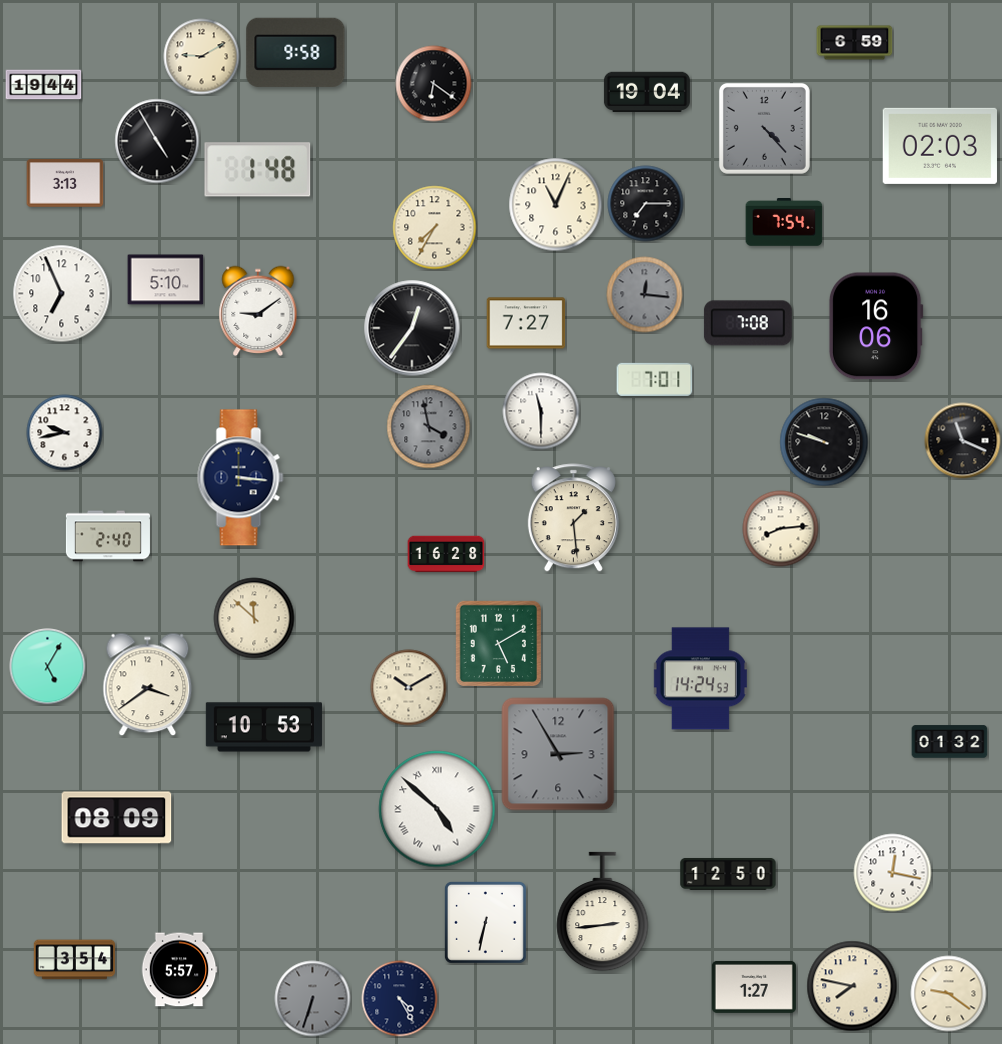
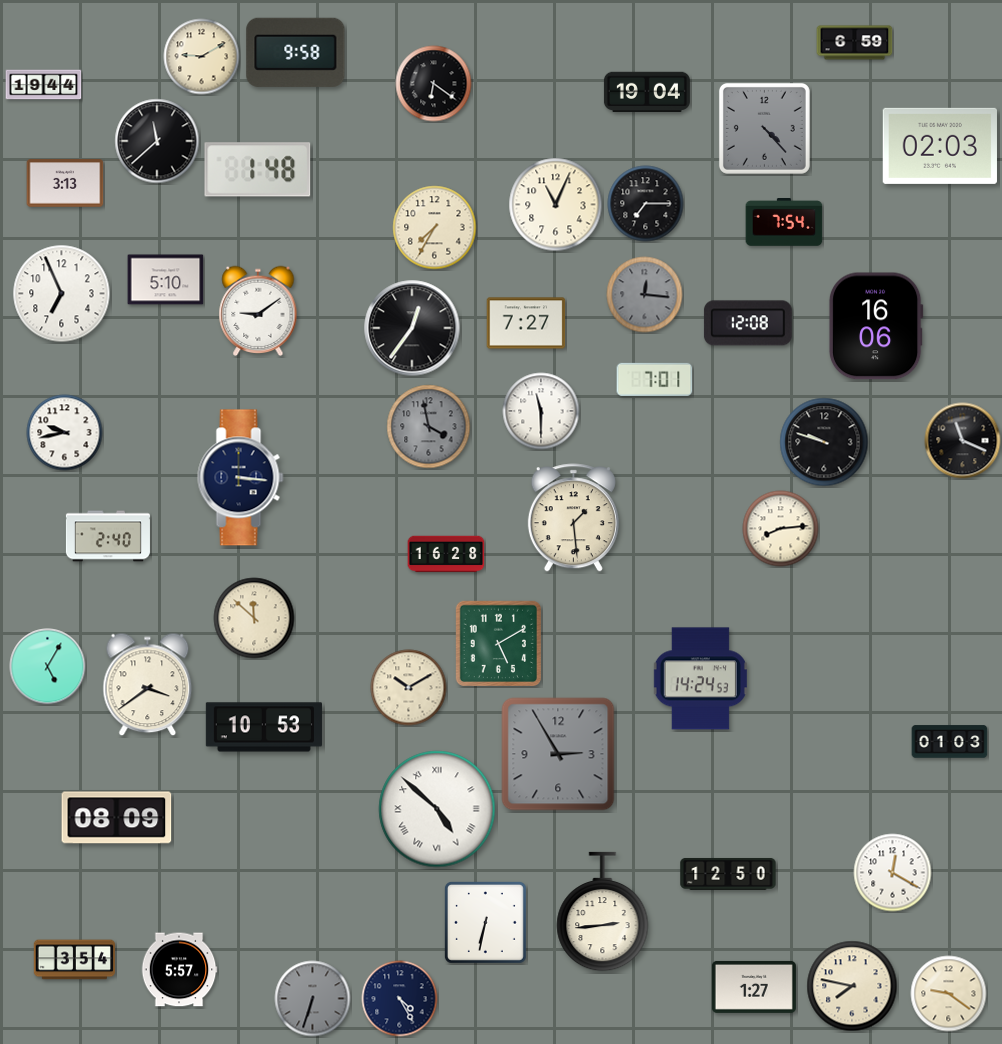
clock at (157, 141): 4:55 -> 11:38
clock at (748, 323): 7:08 -> 12:08
clock at (950, 742): 01:32 -> 01:03
clock at (893, 873): 12:17 -> 12:20
